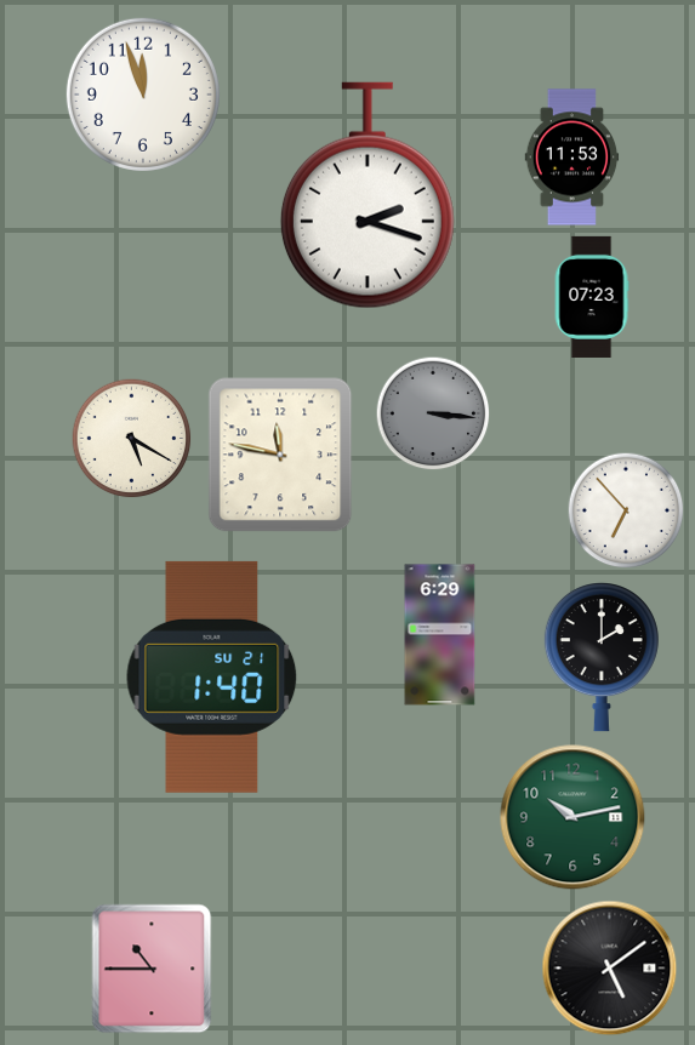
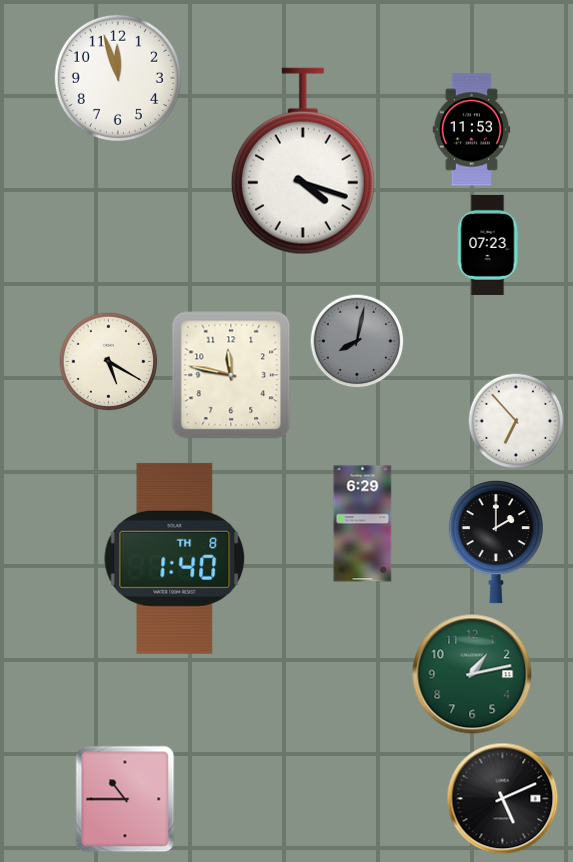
clock at (368, 195): 2:18 -> 4:18
clock at (433, 413): 3:16 -> 8:02
clock at (212, 676) date: SU 21 -> TH 8
clock at (572, 817): 10:13 -> 1:13
clock at (610, 969): 5:09 -> 5:11
